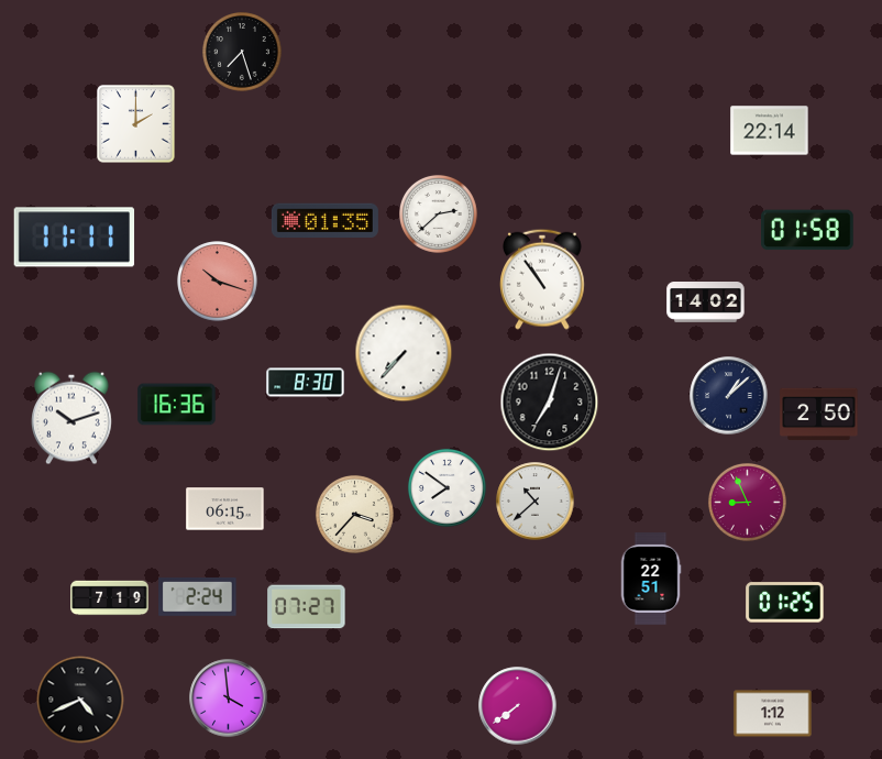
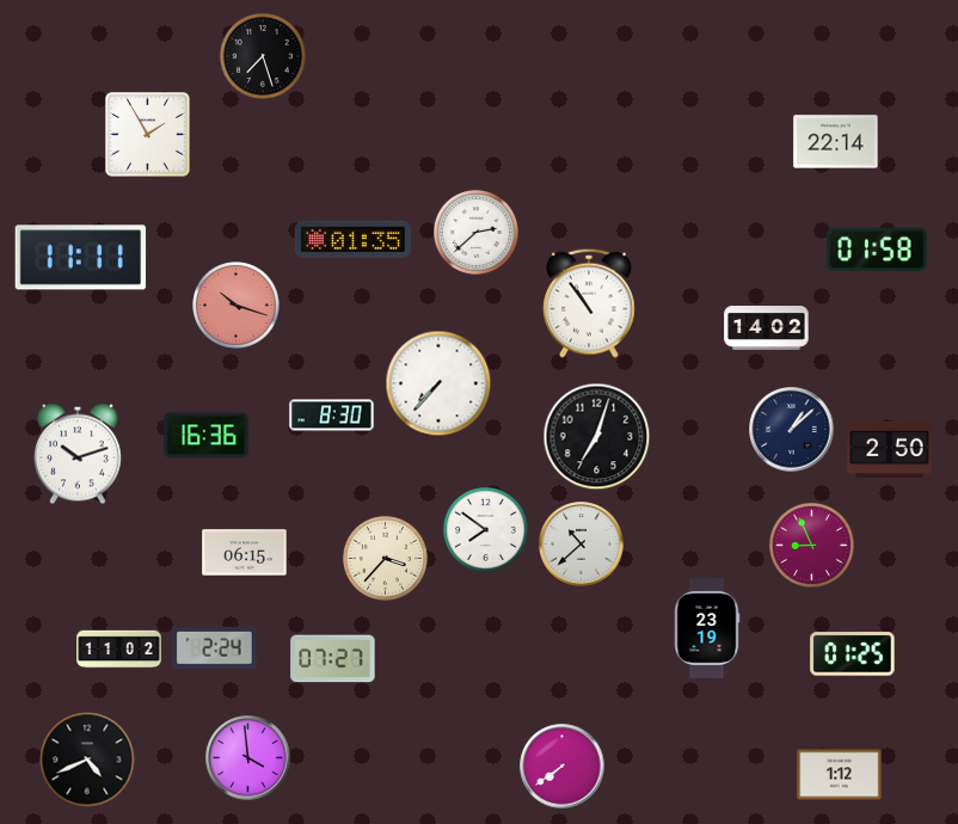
clock at (136, 124): 2:00 -> 1:55
clock at (177, 405) position: (177, 405) -> (207, 436)
clock at (651, 579): 22:51 -> 23:19
clock at (110, 598): 7:19 -> 11:02
